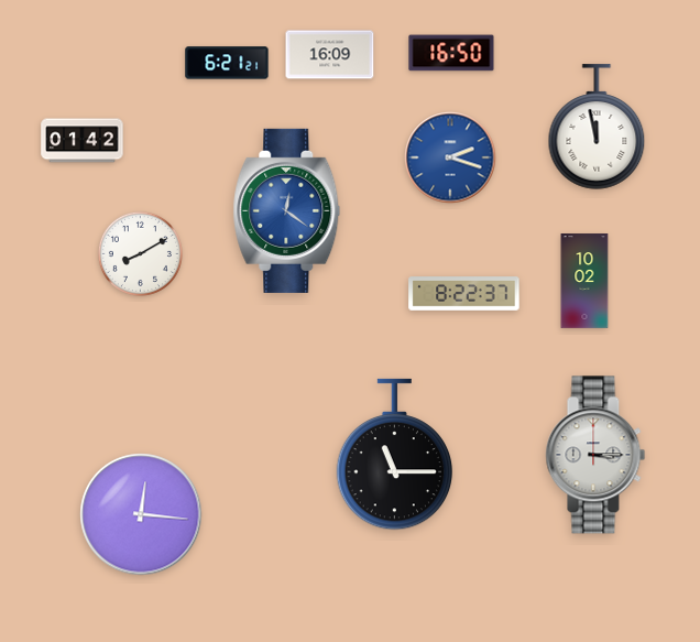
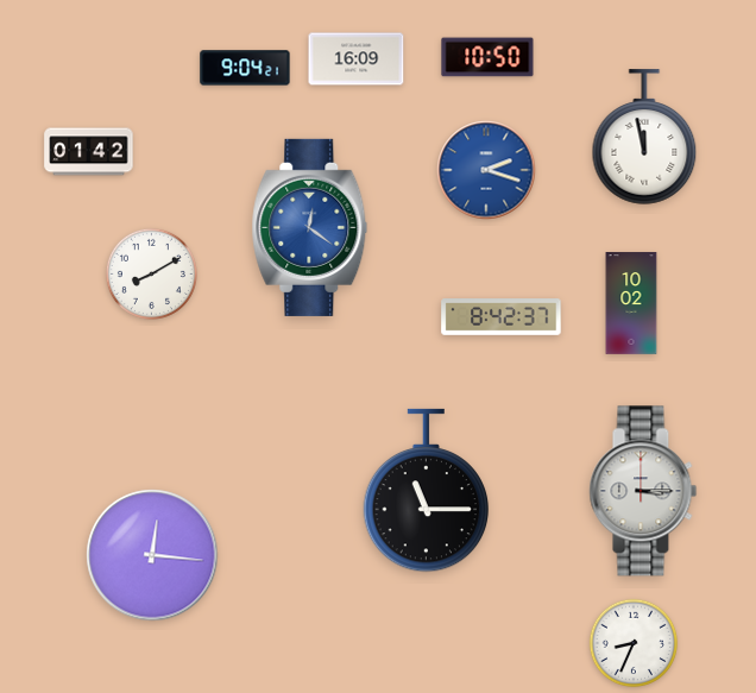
clock at (451, 53): 16:50 -> 10:50
clock at (227, 63): 6:21 -> 9:04
clock at (464, 294): 8:22 -> 8:42
clock at (634, 643): none -> 8:34
